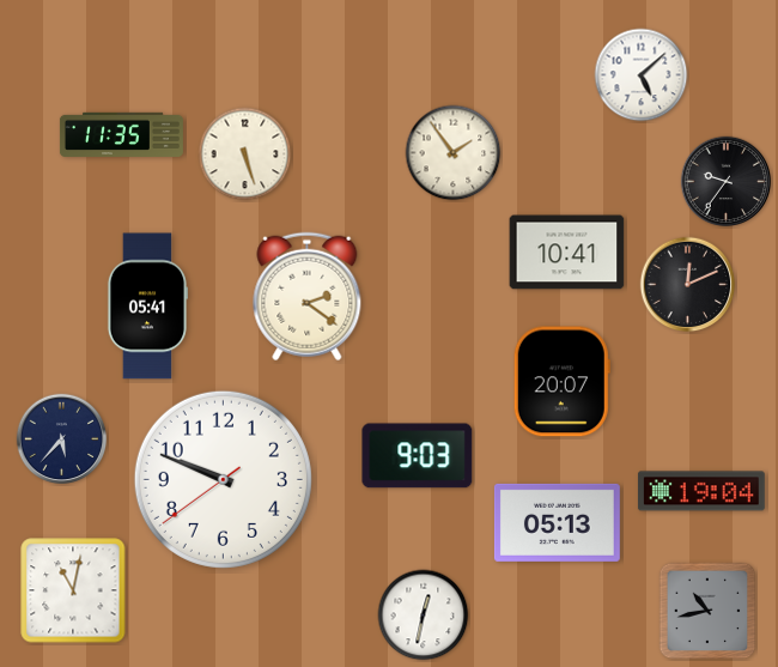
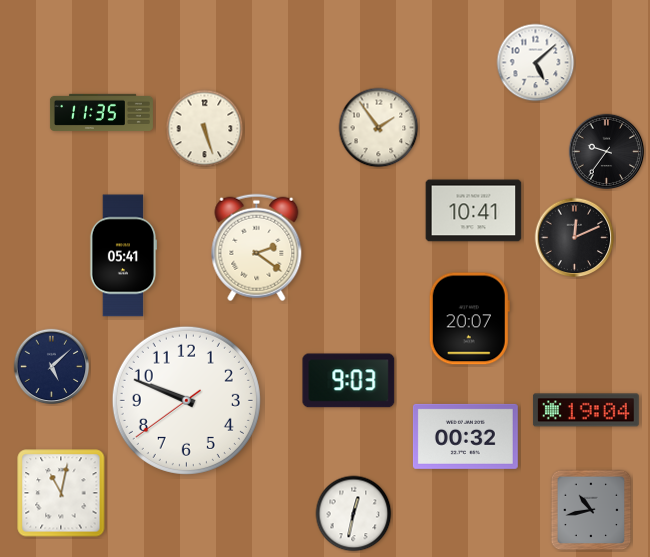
clock at (62, 439): 5:37 -> 5:08
clock at (557, 522): 05:13 -> 00:32
